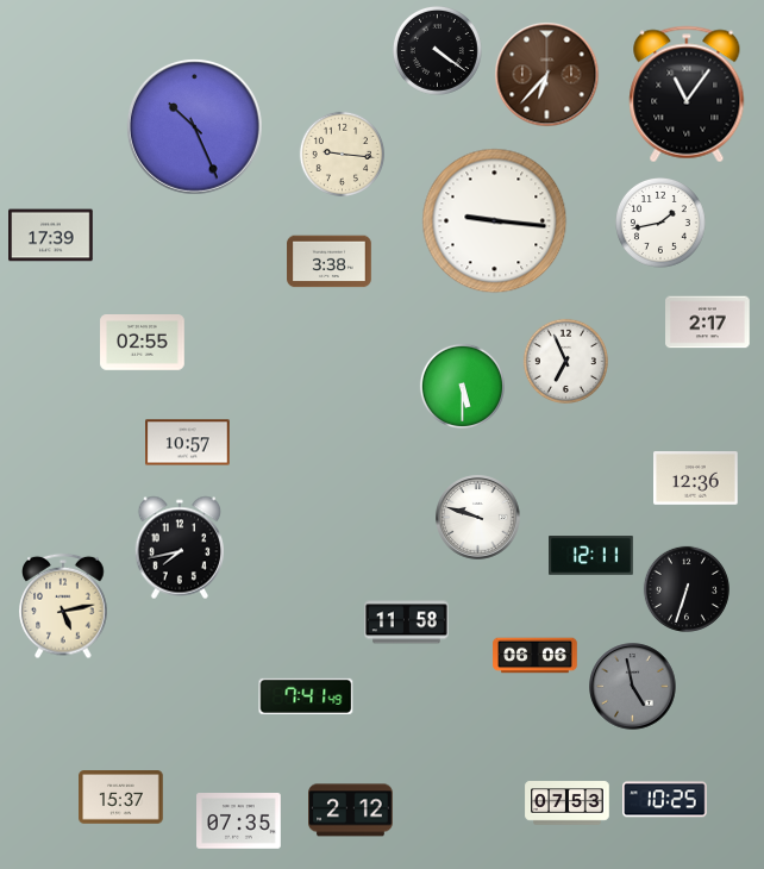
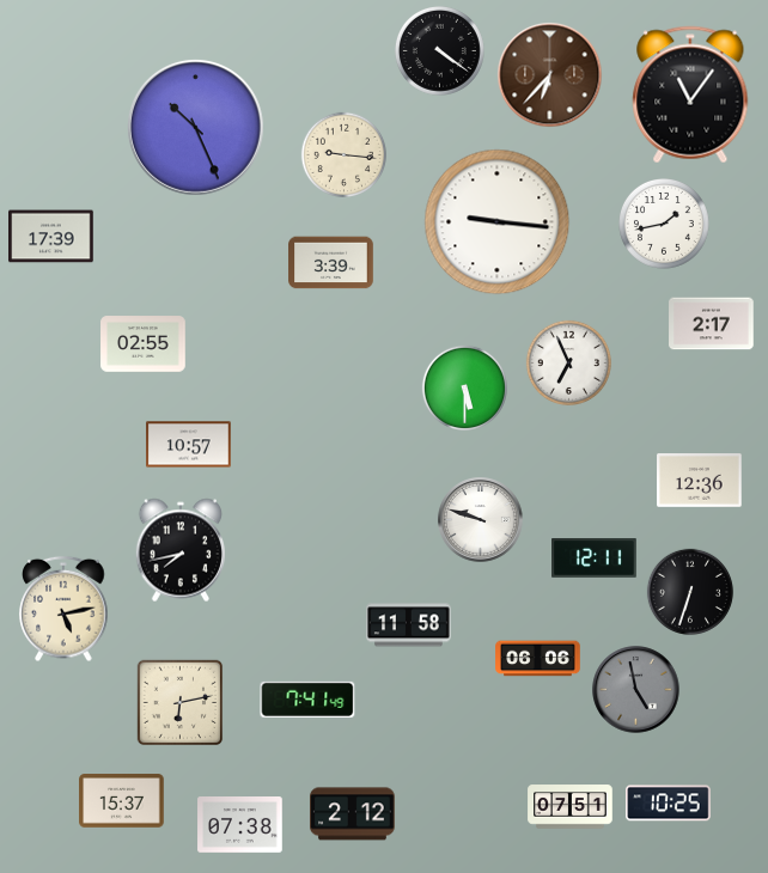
clock at (330, 262): 3:38 -> 3:39
clock at (181, 703): none -> 6:13
clock at (568, 804): 07:53 -> 07:51
clock at (239, 821): 07:35 -> 07:38
